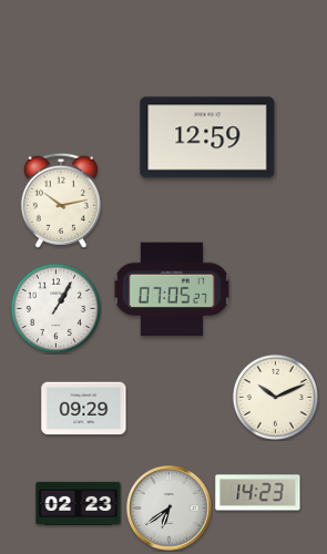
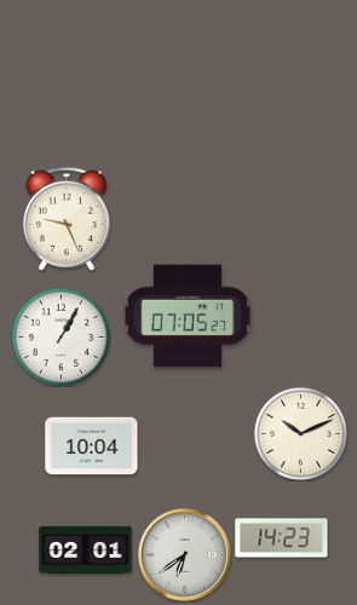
clock at (207, 137): 12:59 -> none
clock at (61, 201): 10:13 -> 9:26
clock at (84, 409): 09:29 -> 10:04
clock at (79, 503): 02:23 -> 02:01
